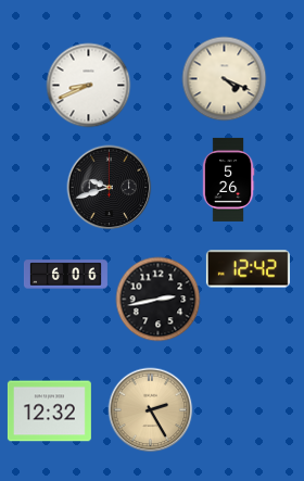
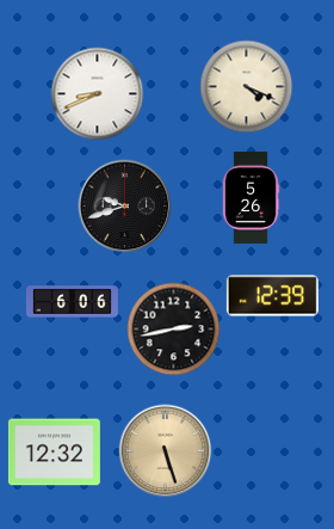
clock at (109, 187) position: (109, 187) -> (124, 205)
clock at (248, 269): 12:42 -> 12:39
clock at (150, 409): 2:25 -> 5:27
